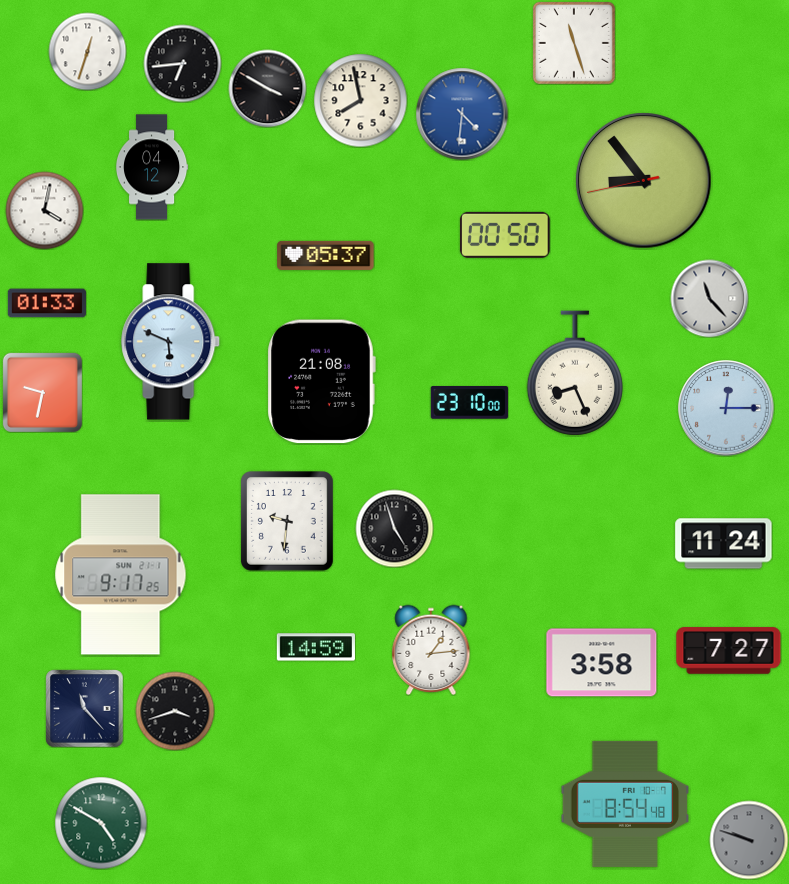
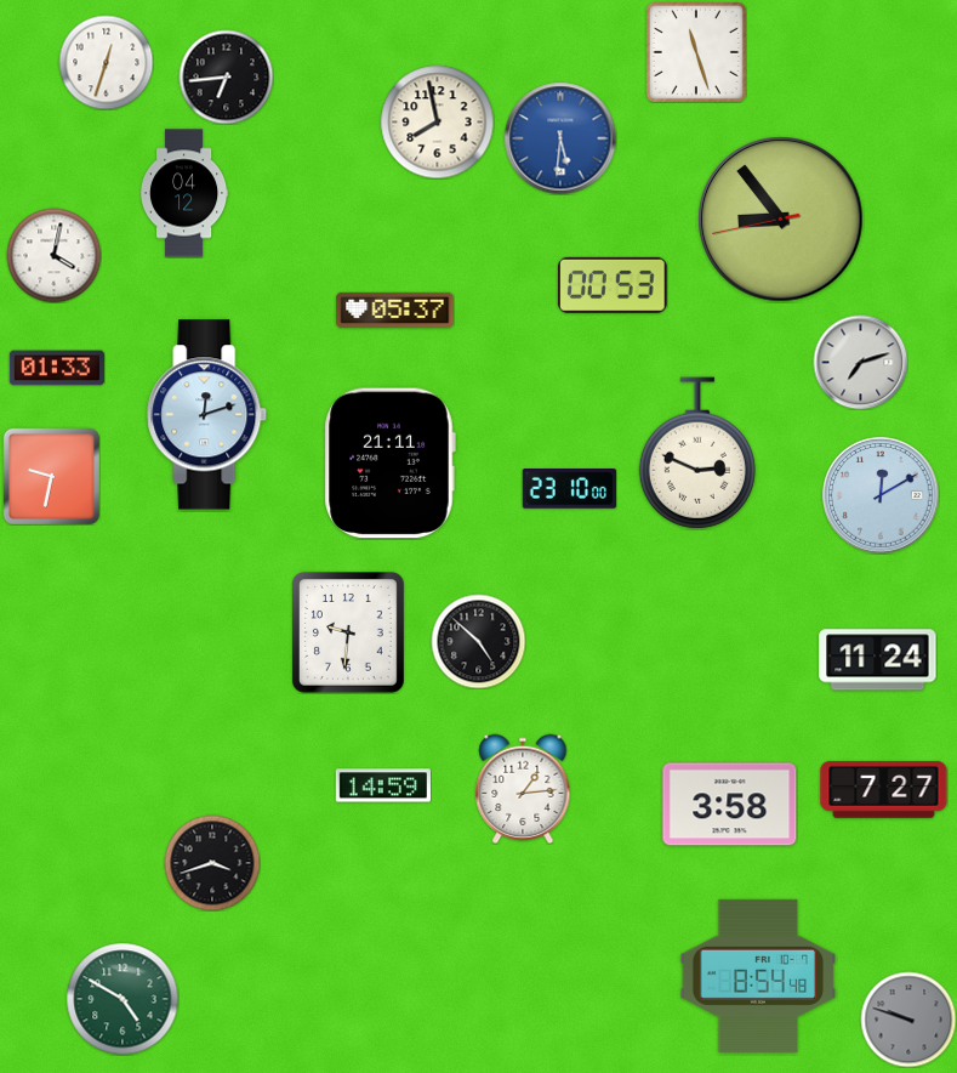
clock at (182, 63) position: (182, 63) -> (226, 76)
clock at (267, 88): 3:50 -> none
clock at (462, 114): 4:31 -> 5:31
clock at (152, 167) position: (152, 167) -> (184, 193)
clock at (505, 235): 00:50 -> 00:53
clock at (709, 298): 11:23 -> 7:12
clock at (171, 342): 5:49 -> 12:12
clock at (575, 373): 8:26 -> 2:49
clock at (321, 382): 21:08 -> 21:11
clock at (726, 408): 12:15 -> 12:10
clock at (394, 528): 4:57 -> 4:52
clock at (121, 575): 9:17 -> none
clock at (84, 708): 11:23 -> none
